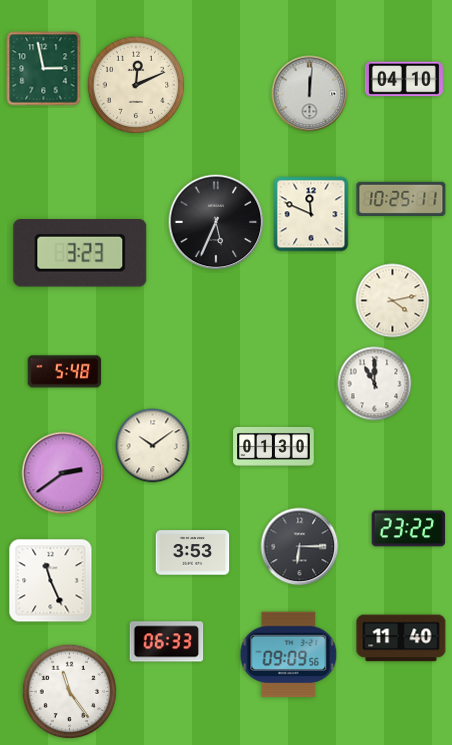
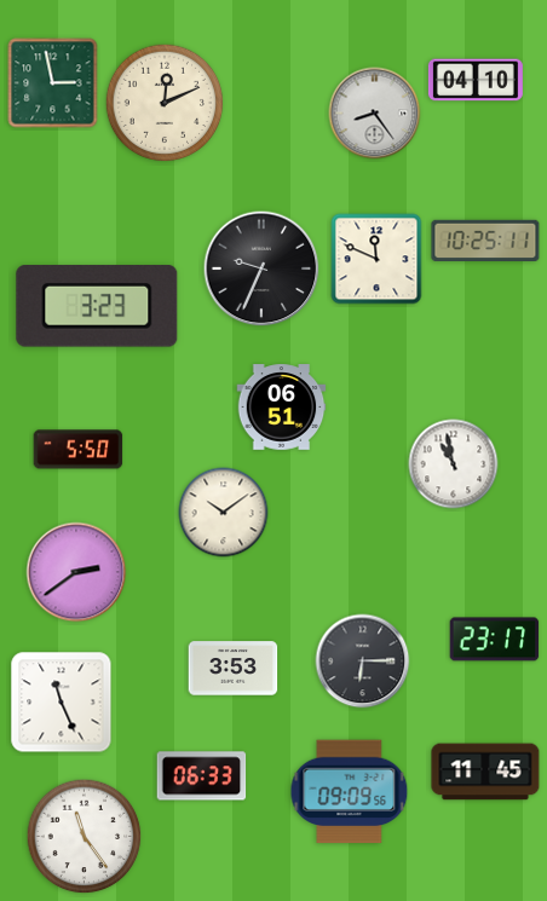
clock at (404, 79) position: (404, 79) -> (476, 80)
clock at (310, 94): 12:01 -> 8:24
clock at (216, 222): 5:34 -> 9:34
clock at (393, 301): 4:13 -> none
clock at (282, 408): none -> 06:51
clock at (65, 372): 5:48 -> 5:50
clock at (375, 384): 11:00 -> 10:58
clock at (153, 446) position: (153, 446) -> (224, 513)
clock at (274, 447): 01:30 -> none
clock at (409, 529): 23:22 -> 23:17
clock at (401, 638): 11:40 -> 11:45
